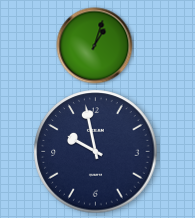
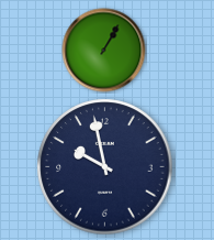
clock at (95, 46): 1:03 -> 1:05
